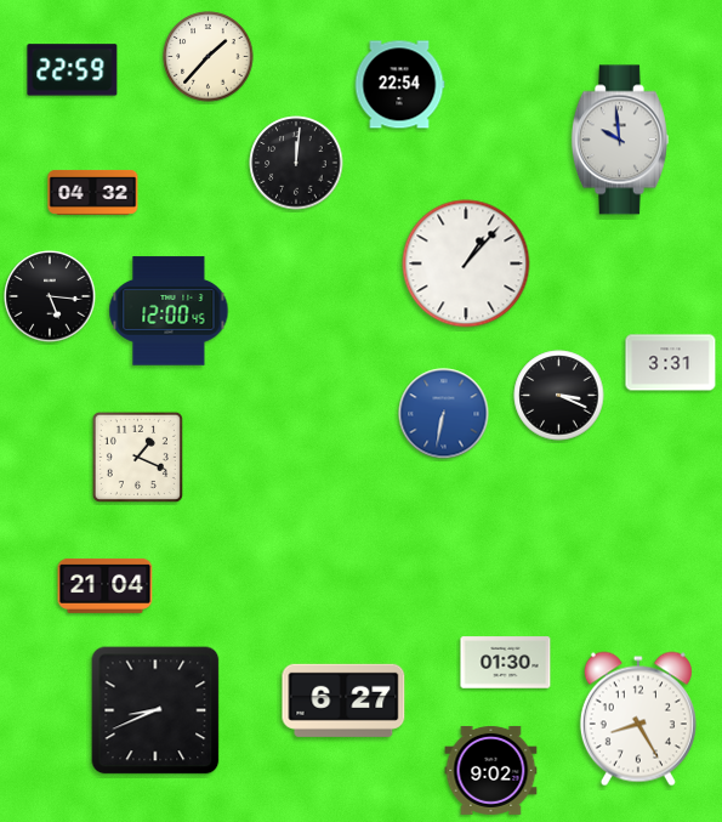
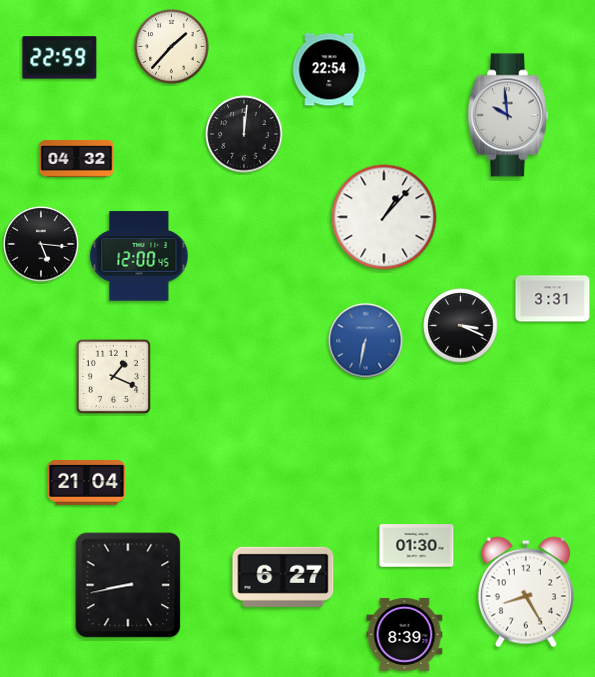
clock at (620, 140) position: (620, 140) -> (508, 115)
clock at (155, 710): 8:41 -> 8:43
clock at (491, 770): 9:02 -> 8:39
